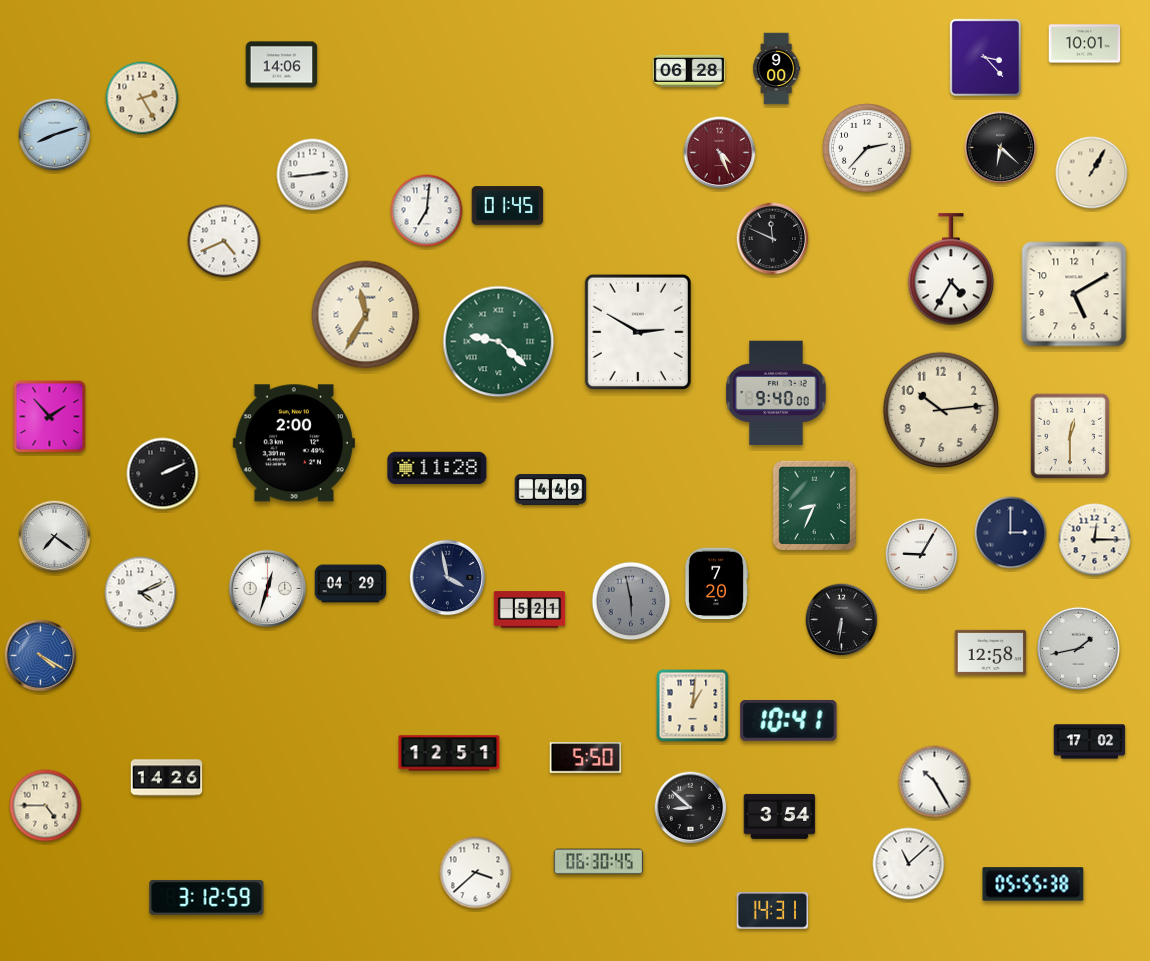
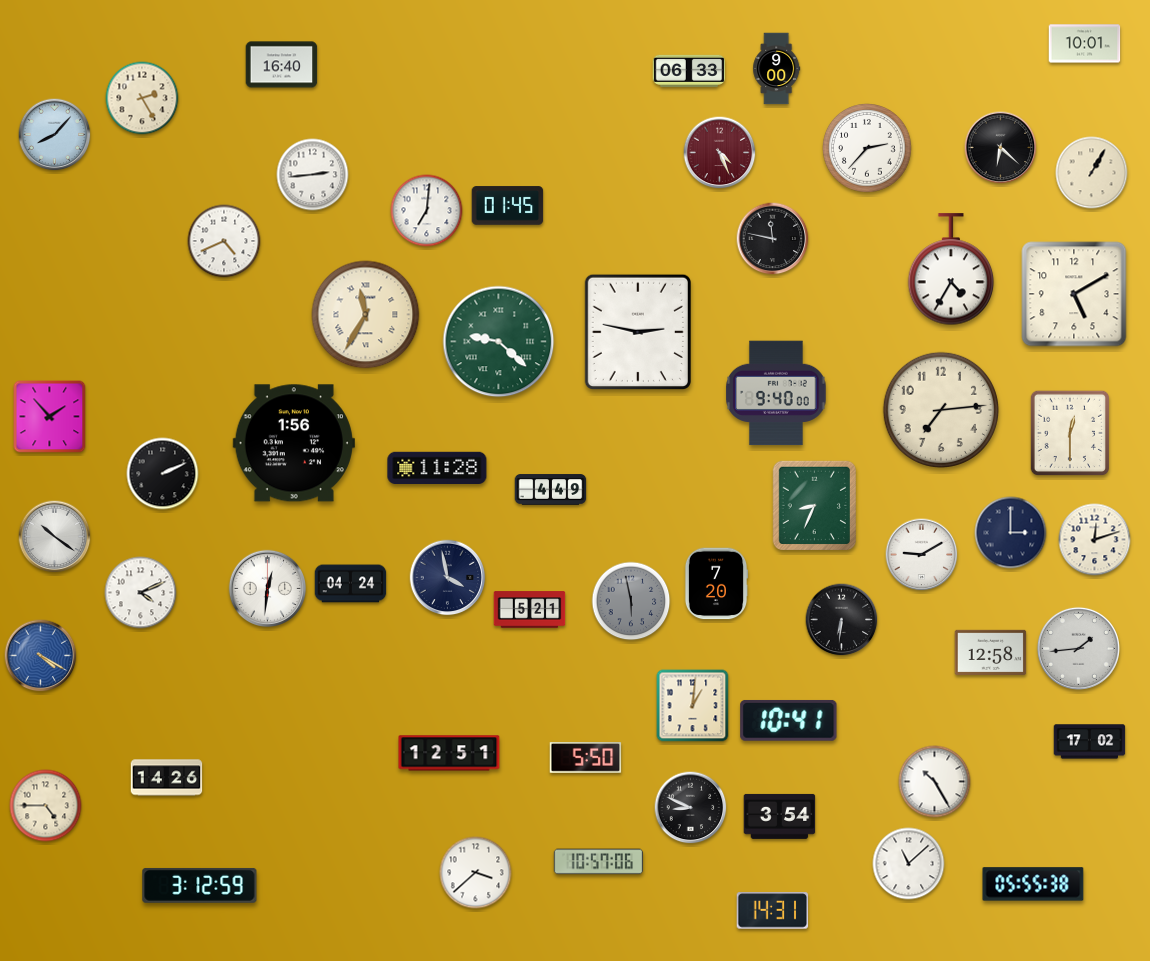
clock at (985, 57): 3:23 -> none
clock at (282, 65): 14:06 -> 16:40
clock at (689, 71): 06:28 -> 06:33
clock at (55, 135): 8:12 -> 8:07
clock at (773, 239): 11:49 -> 11:47
clock at (638, 331): 2:50 -> 2:47
clock at (940, 409): 10:14 -> 7:14
clock at (1070, 436) position: (1070, 436) -> (1070, 433)
clock at (294, 443): 2:00 -> 1:56
clock at (55, 537): 7:21 -> 10:21
clock at (1095, 540): 12:15 -> 12:12
clock at (922, 555): 9:05 -> 9:10
clock at (351, 584): 04:29 -> 04:24
clock at (268, 589): 12:33 -> 12:31
clock at (1078, 648): 1:43 -> 1:44
clock at (691, 808): 8:52 -> 8:49
clock at (599, 862): 06:30 -> 10:57
clock at (207, 897) position: (207, 897) -> (200, 885)
